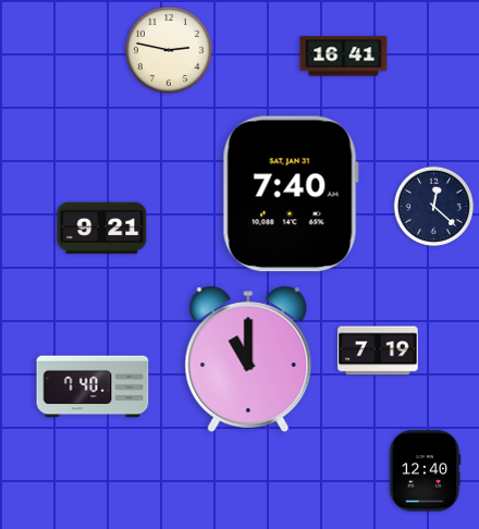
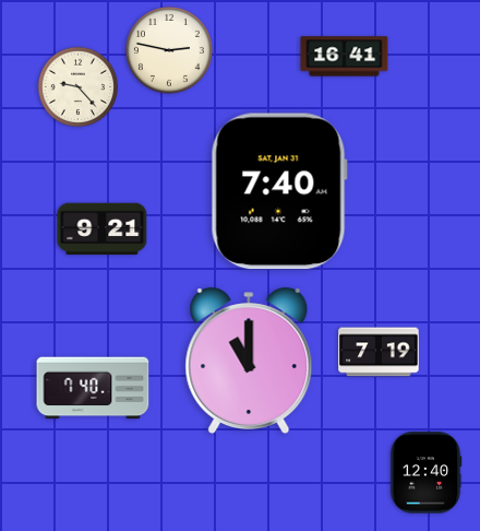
clock at (79, 87): none -> 9:23
clock at (291, 194) position: (291, 194) -> (279, 191)
clock at (434, 207): 12:22 -> none
